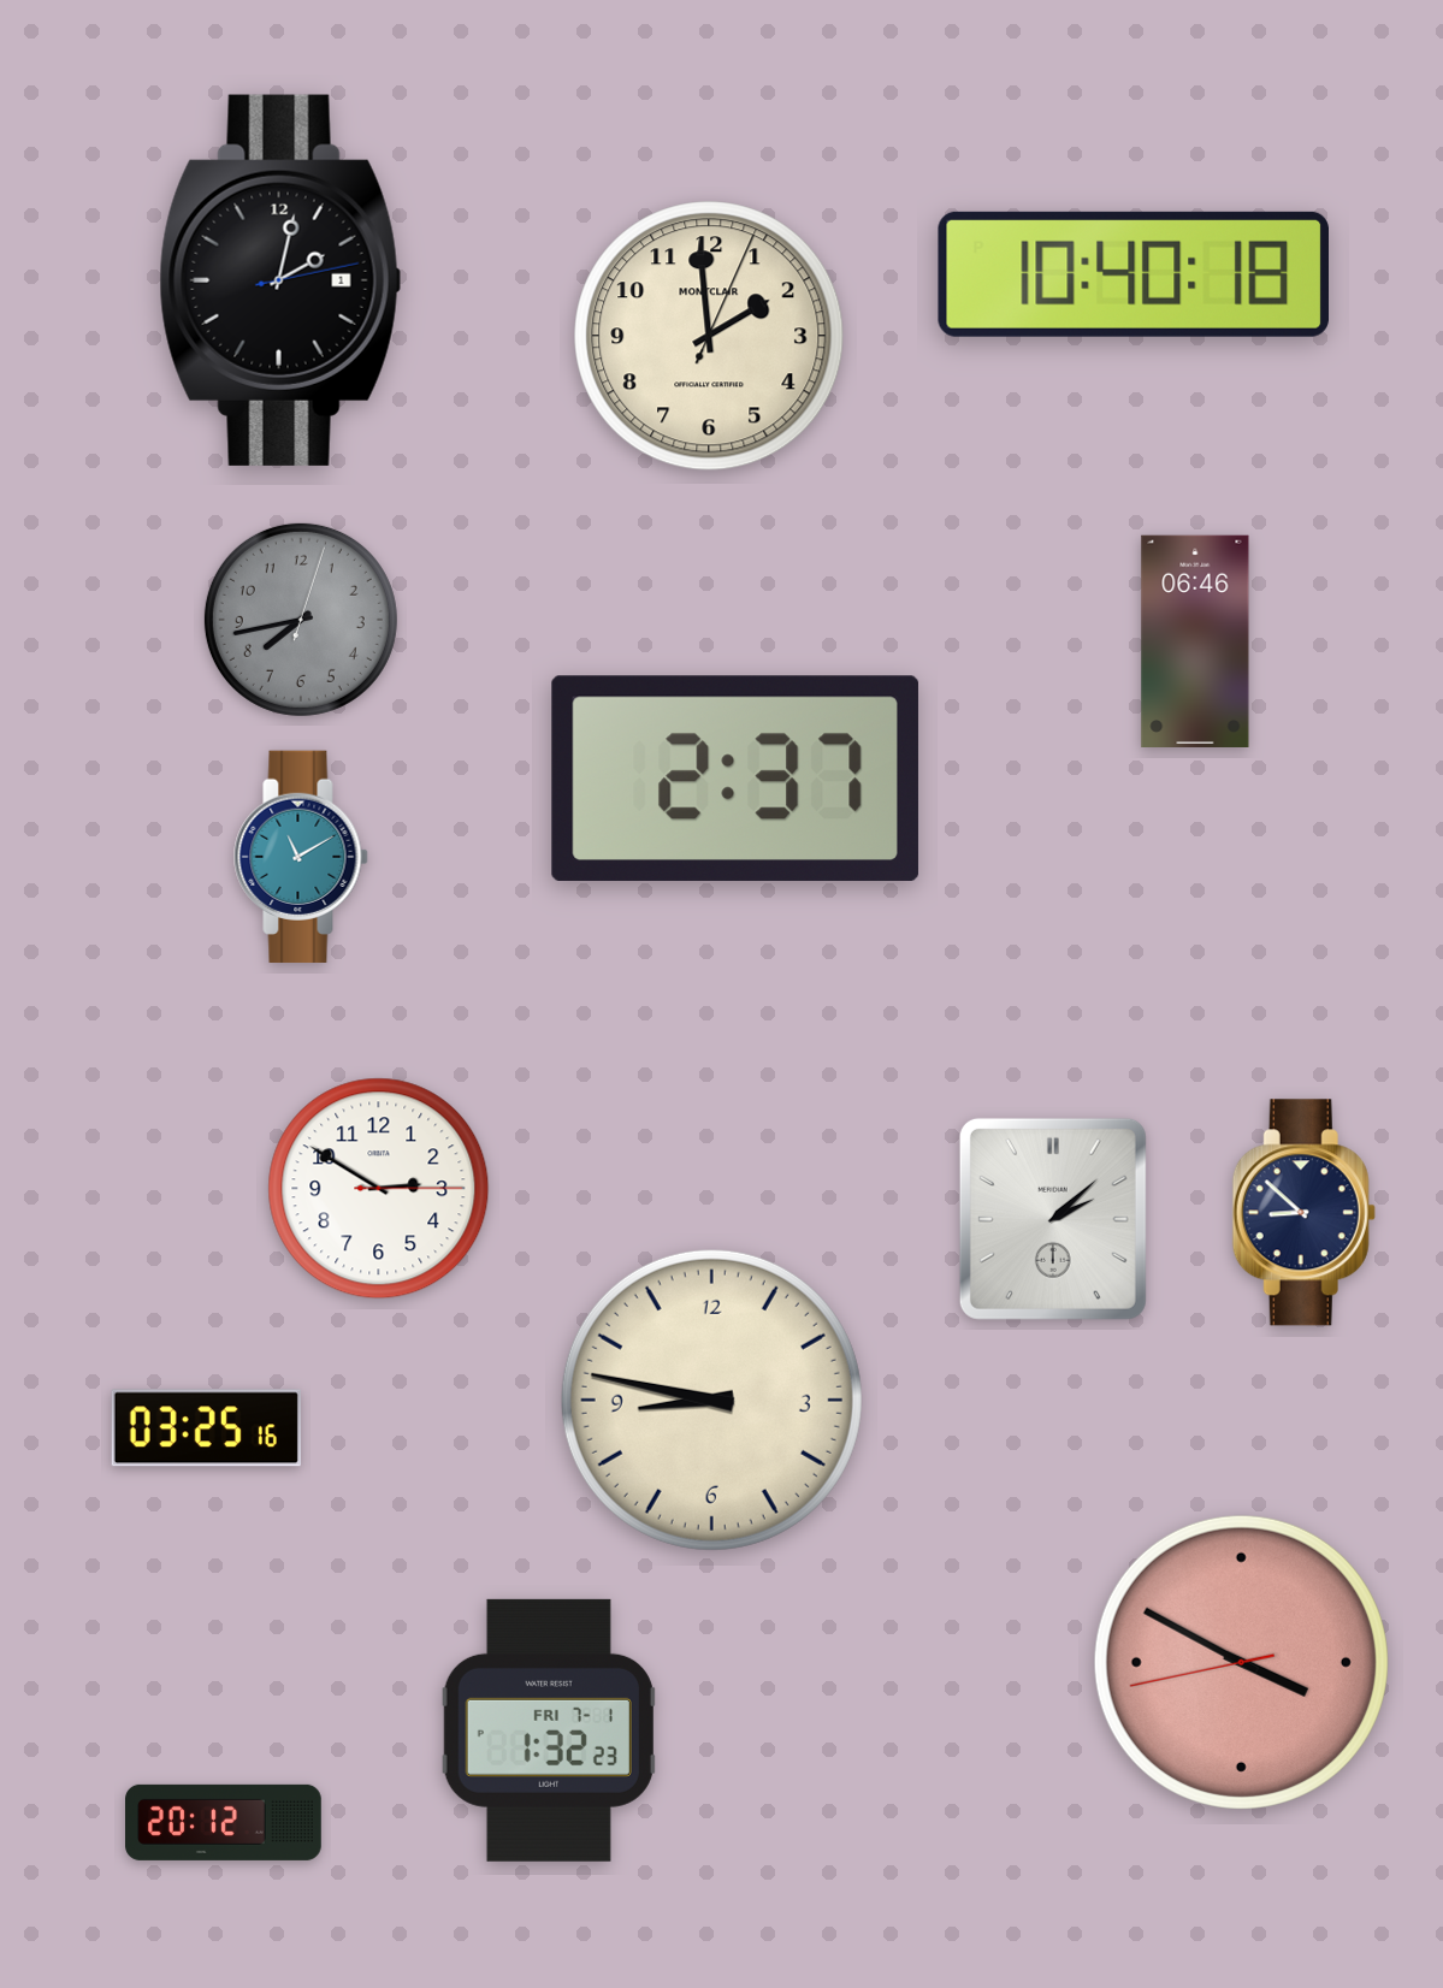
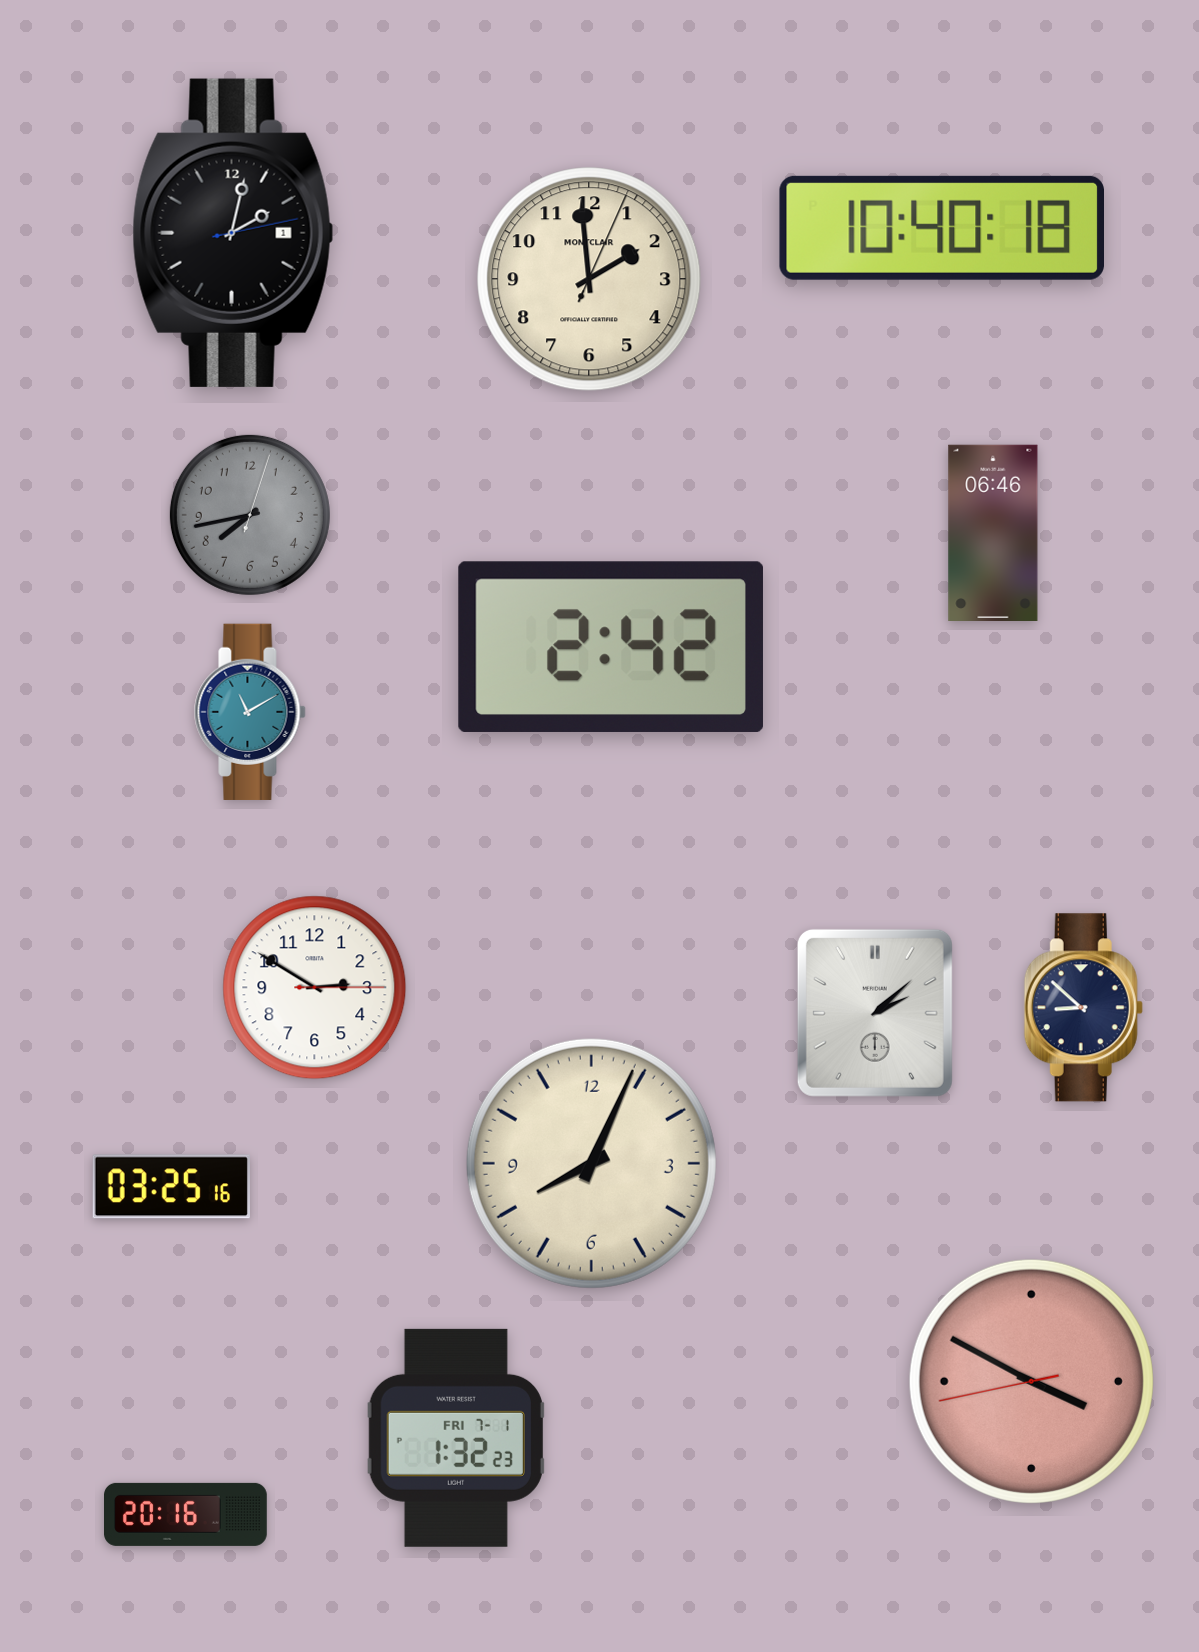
clock at (735, 779): 2:37 -> 2:42
clock at (711, 1400): 8:47 -> 8:04
clock at (224, 1822): 20:12 -> 20:16
